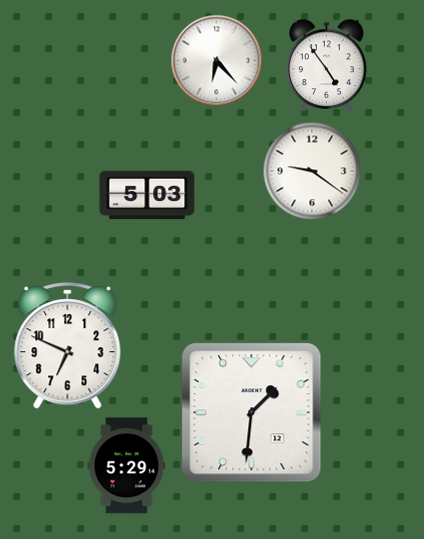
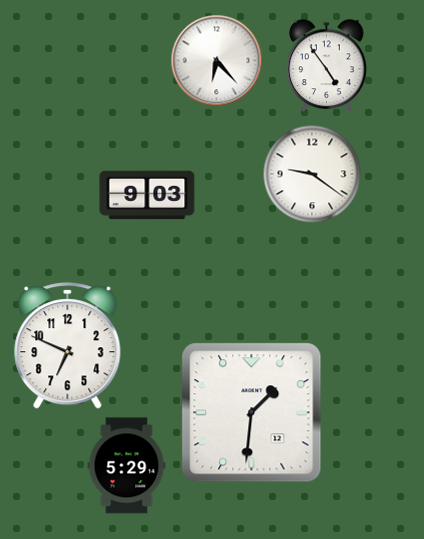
clock at (312, 171) position: (312, 171) -> (312, 174)
clock at (147, 195): 5:03 -> 9:03
